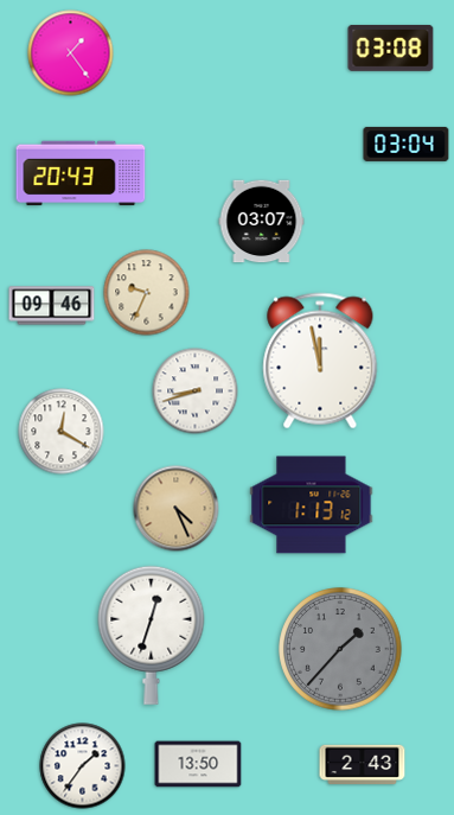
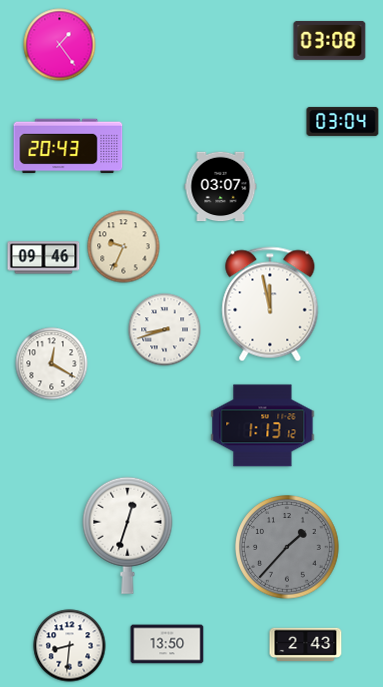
clock at (177, 509): 4:26 -> none
clock at (83, 766): 1:36 -> 8:31
